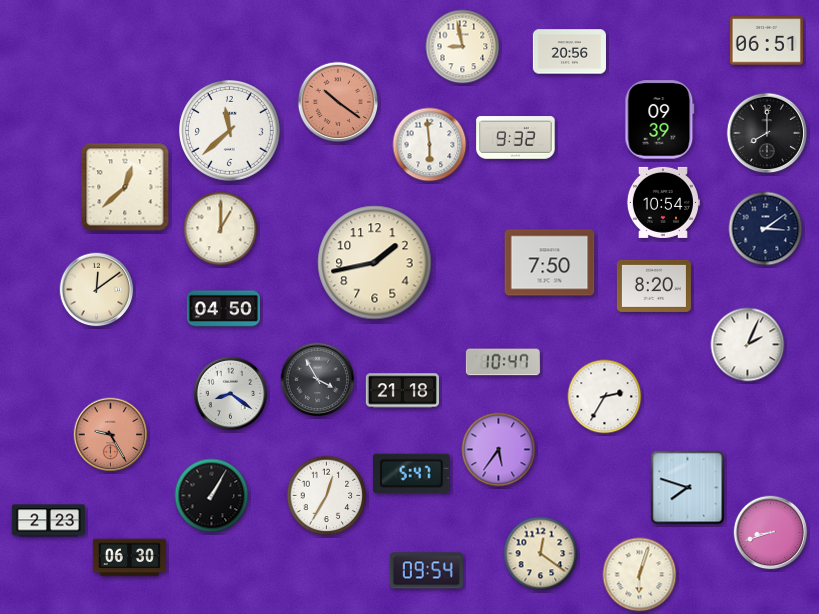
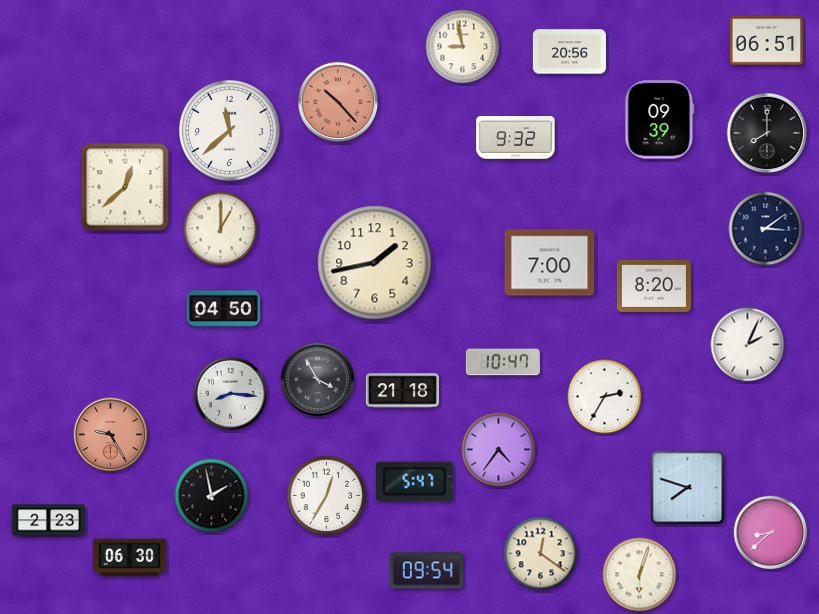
clock at (338, 102): 10:21 -> 10:23
clock at (430, 145): 5:59 -> none
clock at (663, 202): 10:54 -> none
clock at (550, 263): 7:50 -> 7:00
clock at (97, 290): 12:09 -> none
clock at (231, 394): 8:21 -> 8:16
clock at (499, 450): 5:36 -> 4:36
clock at (411, 474) position: (411, 474) -> (414, 482)
clock at (212, 496): 1:05 -> 1:58
clock at (771, 533): 8:42 -> 8:38
